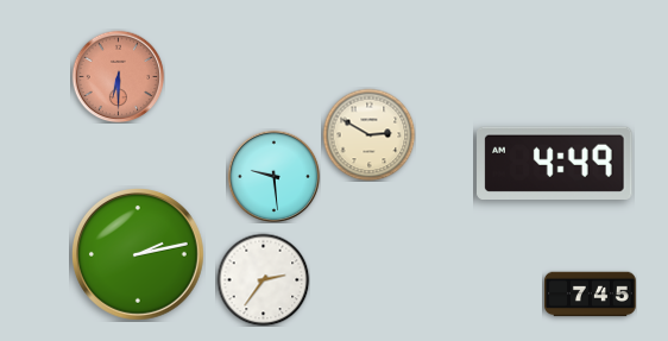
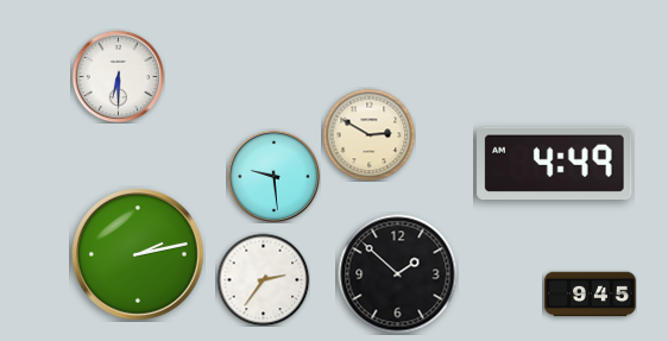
clock at (118, 76) dial: salmon -> white
clock at (398, 274): none -> 1:52
clock at (591, 295): 7:45 -> 9:45
